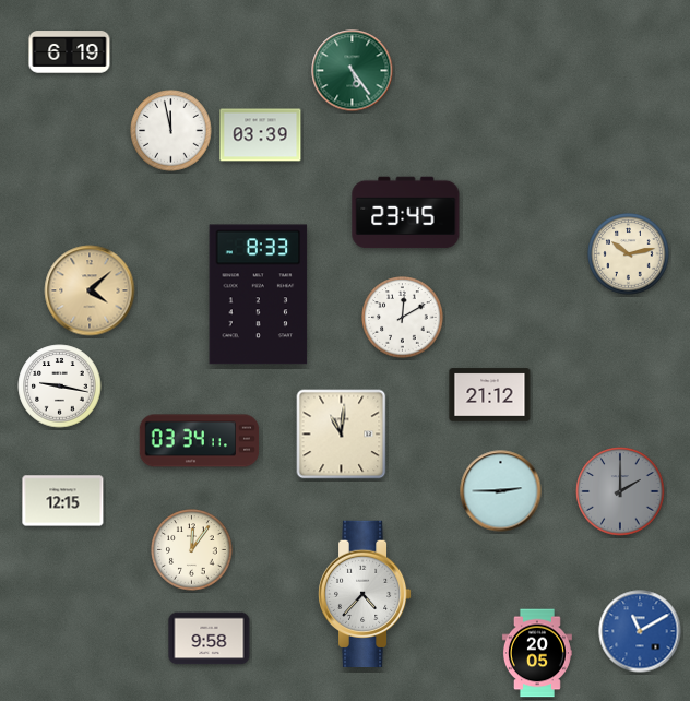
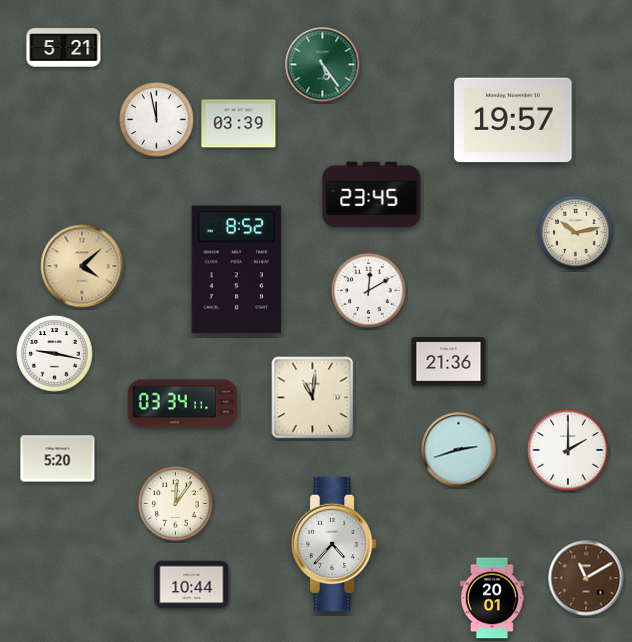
clock at (70, 52): 6:19 -> 5:21
clock at (513, 120): none -> 19:57
clock at (259, 295): 8:33 -> 8:52
clock at (490, 395): 21:12 -> 21:36
clock at (501, 491): 2:45 -> 2:42
clock at (620, 491) dial: grey -> white
clock at (63, 501): 12:15 -> 5:20
clock at (640, 631) dial: blue -> brown
clock at (210, 639): 9:58 -> 10:44
clock at (537, 653): 20:05 -> 20:01
